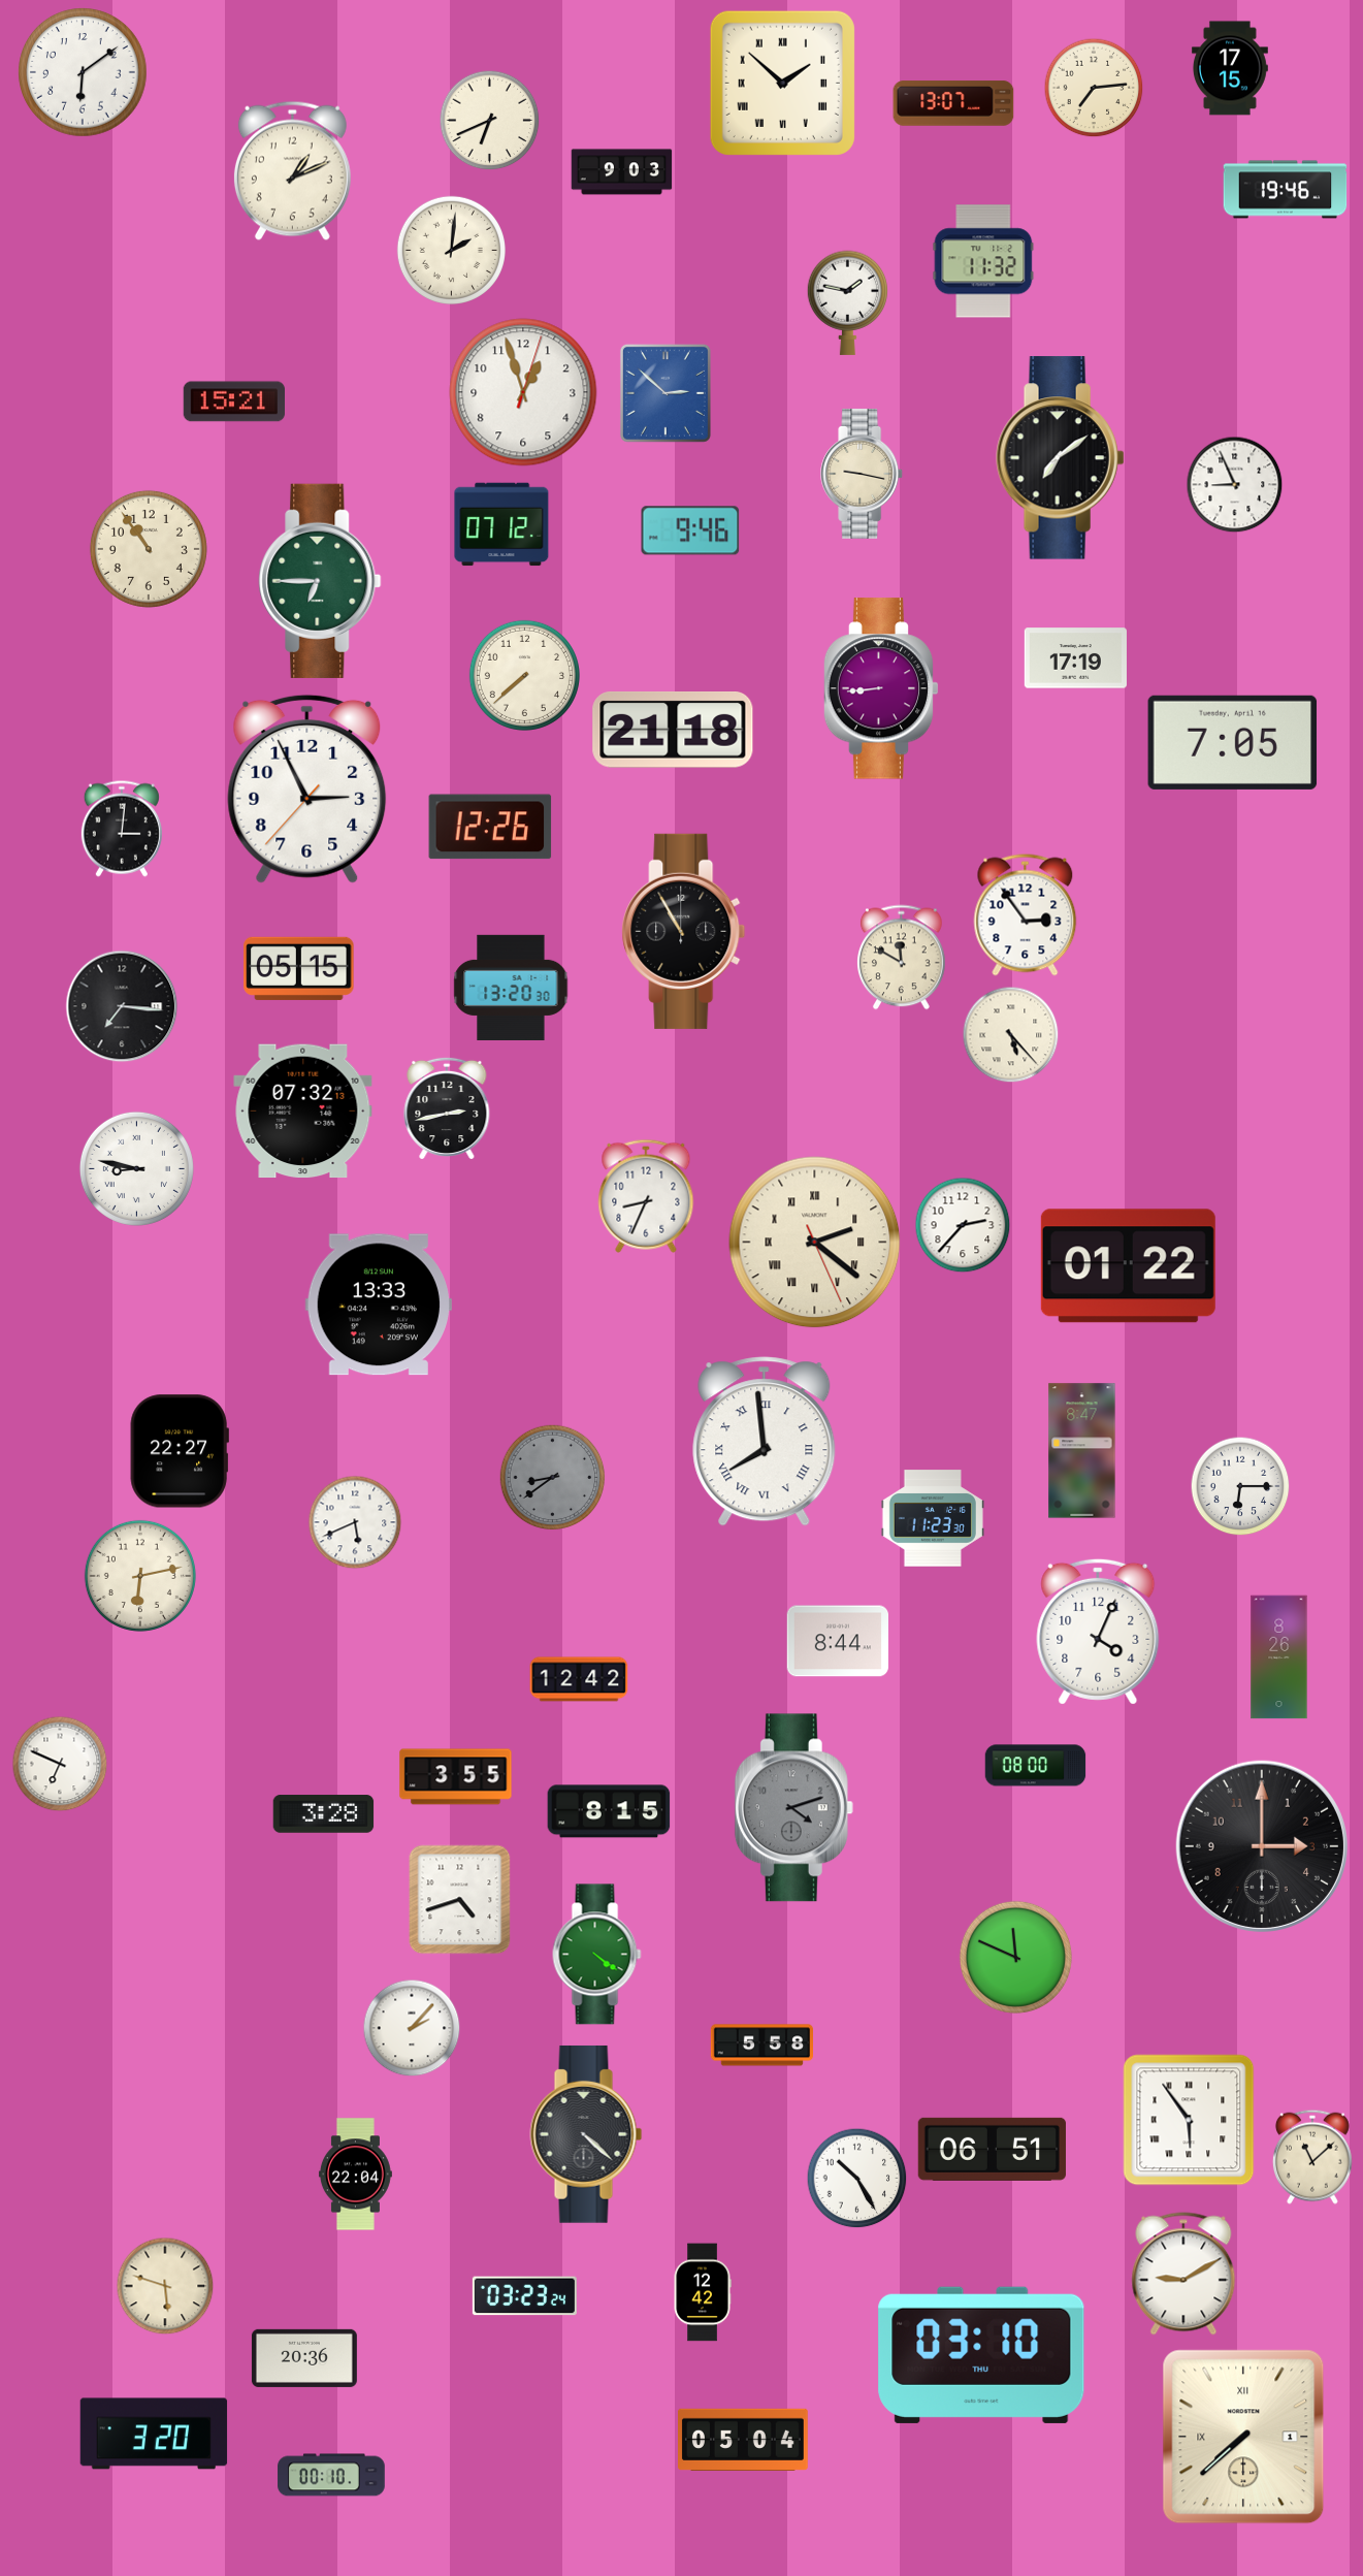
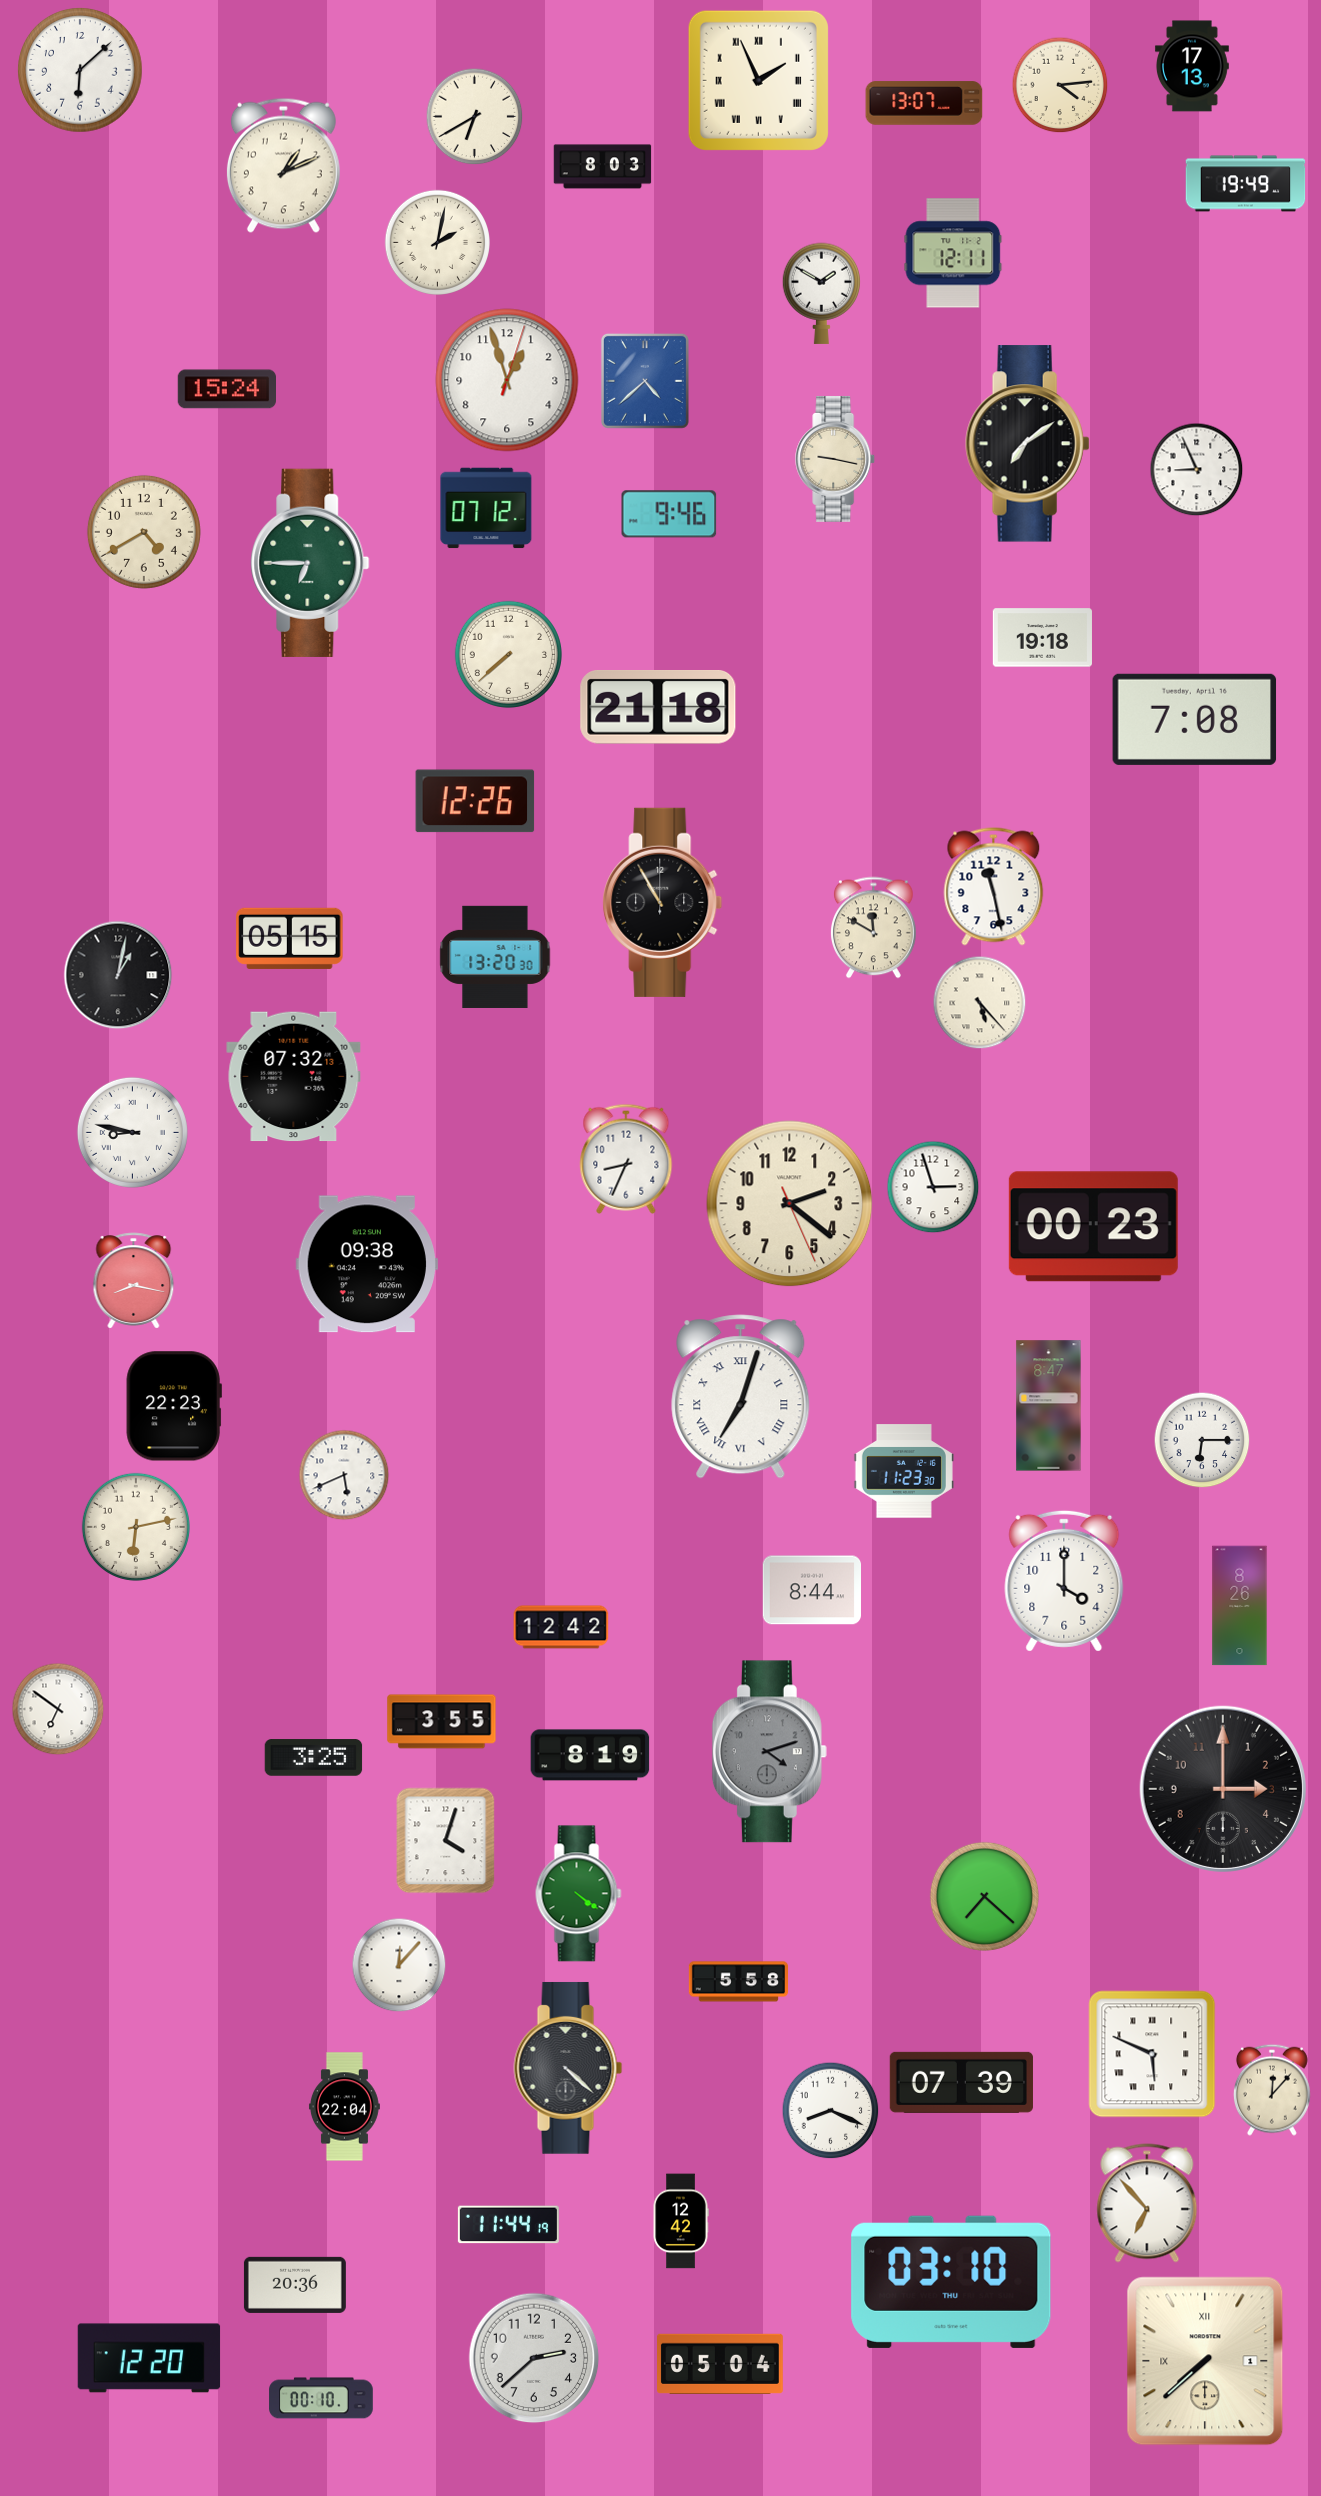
clock at (1230, 68): 17:15 -> 17:13
clock at (83, 72): 6:09 -> 6:08
clock at (782, 83): 1:52 -> 1:56
clock at (1094, 88): 7:14 -> 4:14
clock at (953, 103) position: (953, 103) -> (924, 103)
clock at (490, 121): 6:41 -> 6:40
clock at (622, 172): 9:03 -> 8:03
clock at (1286, 190): 19:46 -> 19:49
clock at (451, 250): 2:01 -> 2:02
clock at (983, 261): 11:32 -> 12:11
clock at (847, 302): 1:47 -> 1:50
clock at (666, 393): 2:52 -> 4:38
clock at (233, 401): 15:21 -> 15:24
clock at (149, 549): 10:54 -> 4:40
clock at (1075, 658): 17:19 -> 19:18
clock at (881, 688): 8:44 -> none
clock at (673, 731) position: (673, 731) -> (658, 708)
clock at (1233, 742): 7:05 -> 7:08
clock at (307, 788): 2:55 -> none
clock at (122, 829): 3:01 -> none
clock at (1026, 915): 2:54 -> 11:28
clock at (122, 1006): 7:16 -> 1:02
clock at (447, 1107): 2:43 -> none
clock at (963, 1225): 2:37 -> 2:57
clock at (815, 1243) numerals: Roman -> Arabic
clock at (1128, 1266): 01:22 -> 00:23
clock at (378, 1305): 13:33 -> 09:38
clock at (134, 1281): none -> 8:17
clock at (765, 1442): 7:59 -> 7:03
clock at (180, 1451): 22:27 -> 22:23
clock at (553, 1478): 8:39 -> none
clock at (1098, 1632): 4:04 -> 4:00
clock at (60, 1764): 6:49 -> 6:51
clock at (1036, 1766): 08:00 -> none
clock at (609, 1811): 8:15 -> 8:19
clock at (324, 1814): 3:28 -> 3:25
clock at (460, 1900): 4:42 -> 4:03
clock at (1015, 1957): 11:49 -> 7:22
clock at (412, 2028): 2:07 -> 12:07
clock at (1189, 2120): 5:54 -> 5:49
clock at (992, 2149): 06:51 -> 07:39
clock at (1312, 2157): 11:08 -> 12:07
clock at (857, 2179): 10:25 -> 8:19
clock at (1183, 2274): 9:10 -> 6:53
clock at (165, 2286): 5:48 -> none
clock at (524, 2296): 03:23 -> 11:44
clock at (154, 2434): 3:20 -> 12:20
clock at (534, 2358): none -> 2:38
